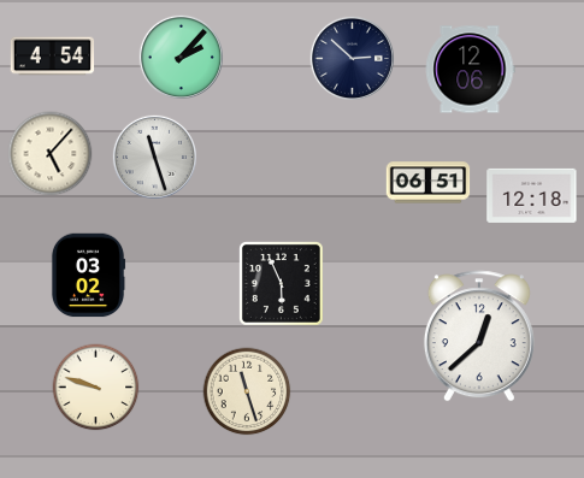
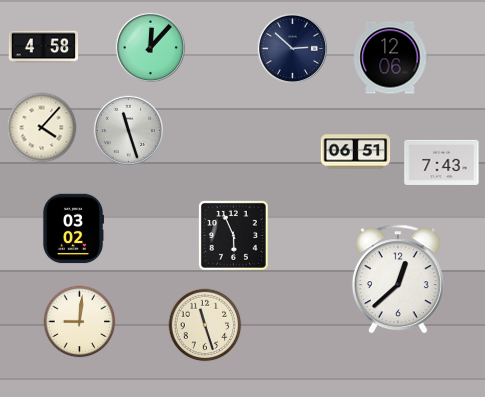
clock at (53, 57): 4:54 -> 4:58
clock at (181, 57): 2:07 -> 12:07
clock at (51, 154): 5:07 -> 4:07
clock at (532, 195): 12:18 -> 7:43
clock at (96, 388): 9:48 -> 9:01
